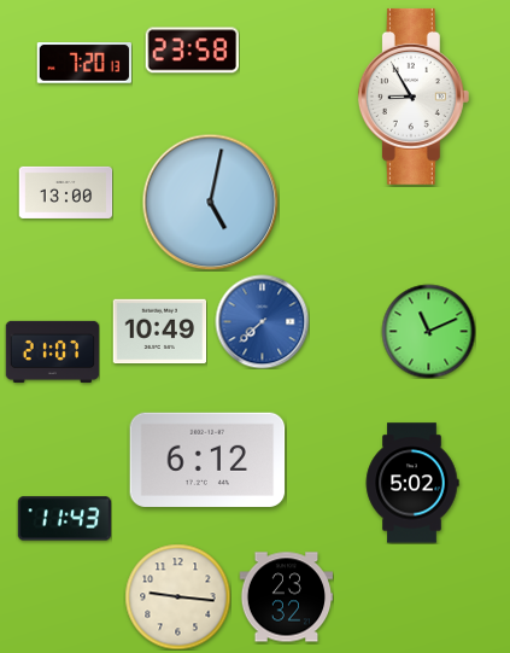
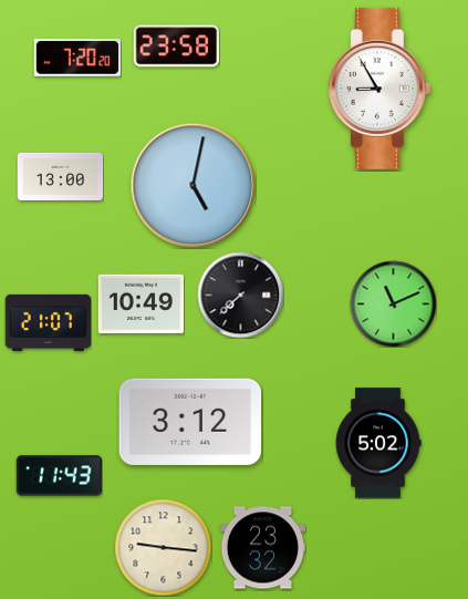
clock at (83, 63): 7:20:13 -> 7:20:20
clock at (262, 321) dial: blue -> black
clock at (159, 332) position: (159, 332) -> (141, 304)
clock at (207, 460): 6:12 -> 3:12
